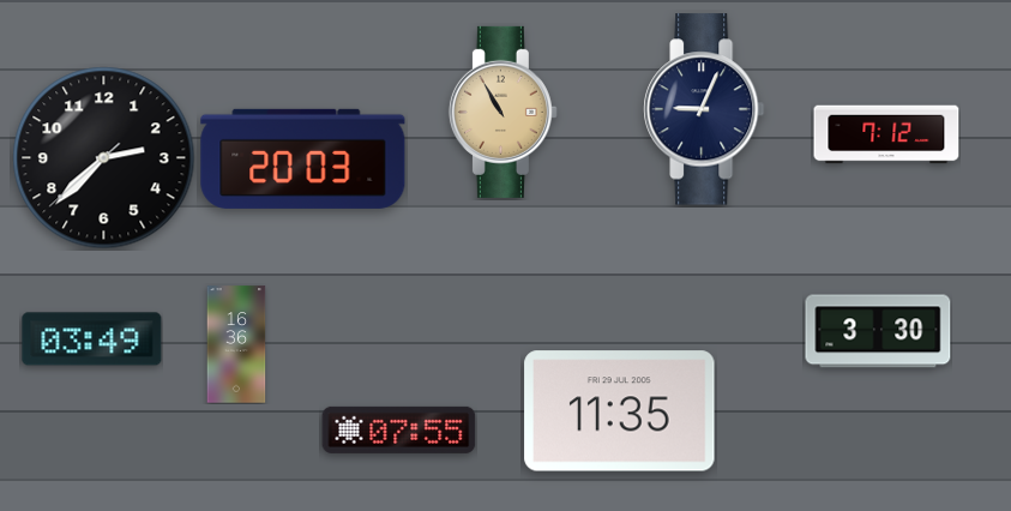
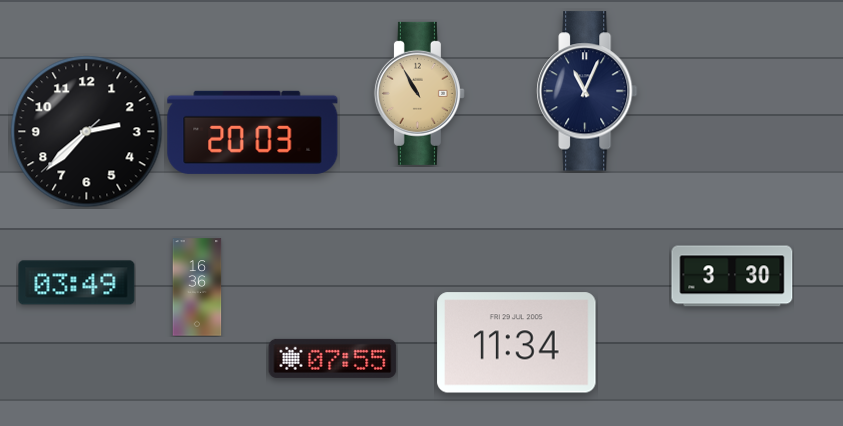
clock at (704, 109): 9:04 -> 11:04
clock at (886, 134): 7:12 -> none
clock at (620, 411): 11:35 -> 11:34
